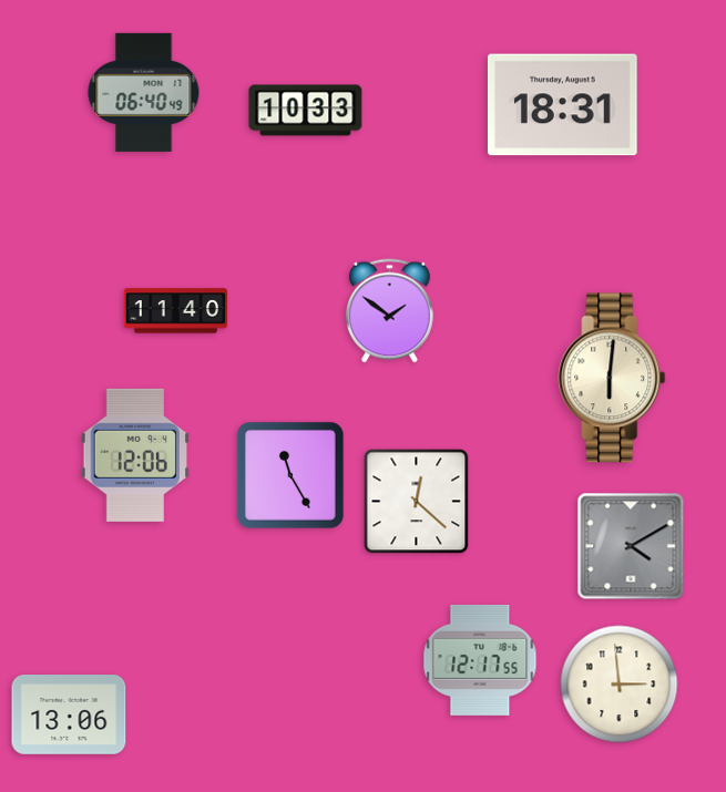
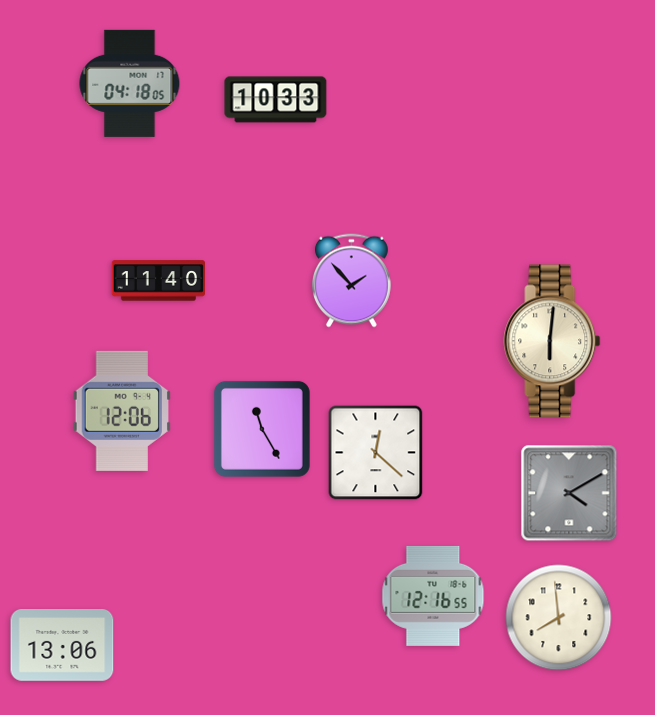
clock at (144, 92): 06:40 -> 04:18
clock at (563, 105): 18:31 -> none
clock at (389, 311): 1:51 -> 1:53
clock at (480, 660): 12:17 -> 12:16
clock at (620, 685): 2:59 -> 7:59
